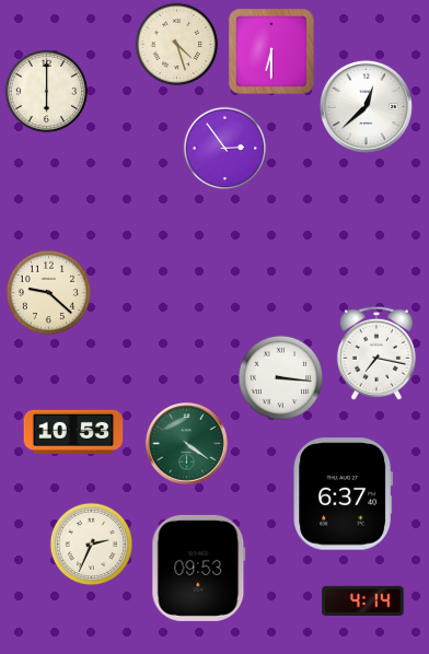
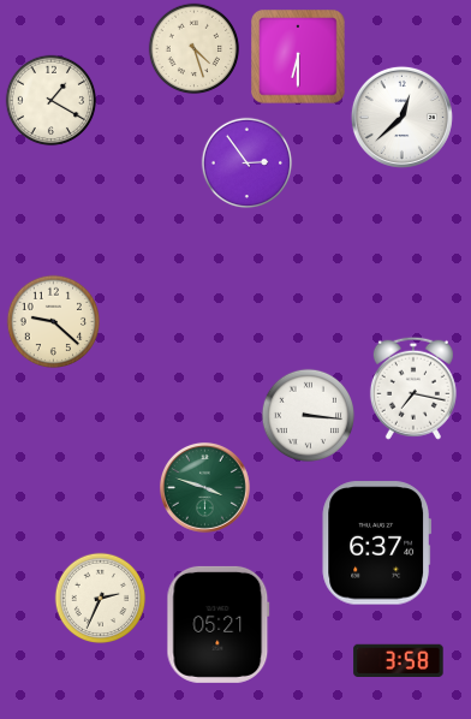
clock at (47, 92): 6:00 -> 1:20
clock at (73, 432): 10:53 -> none
clock at (186, 443): 4:21 -> 3:48
clock at (199, 568): 09:53 -> 05:21
clock at (363, 602): 4:14 -> 3:58
